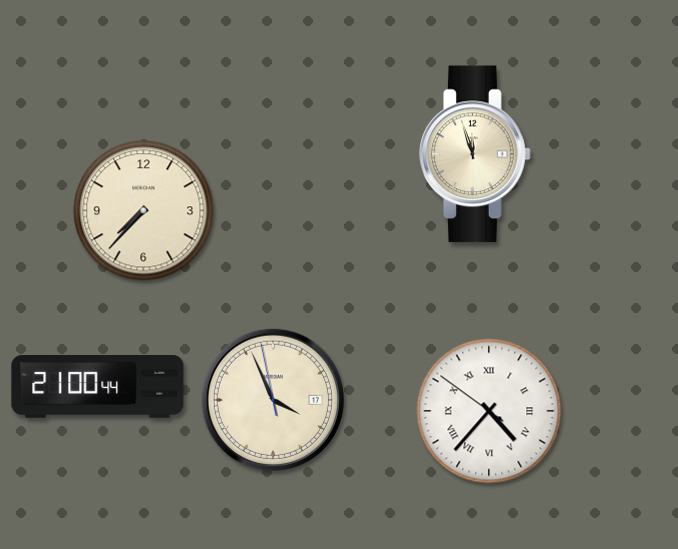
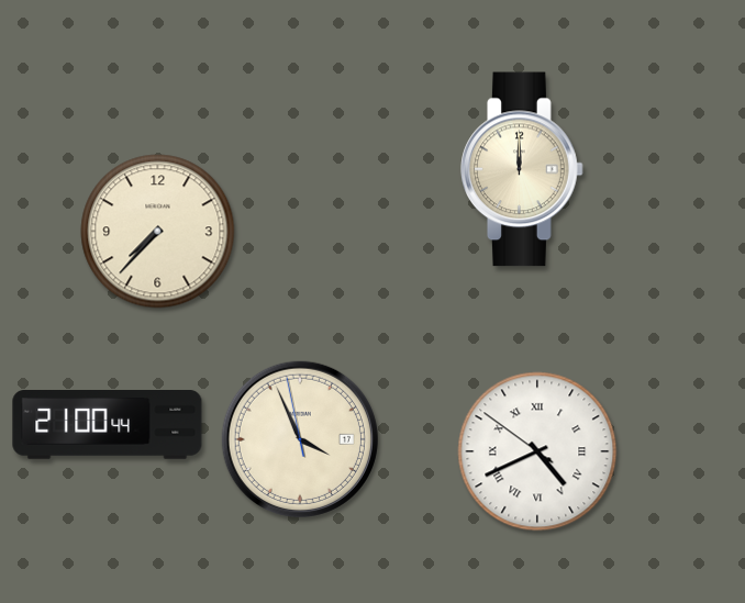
clock at (475, 154): 11:57 -> 12:00
clock at (489, 411): 4:36 -> 4:40
